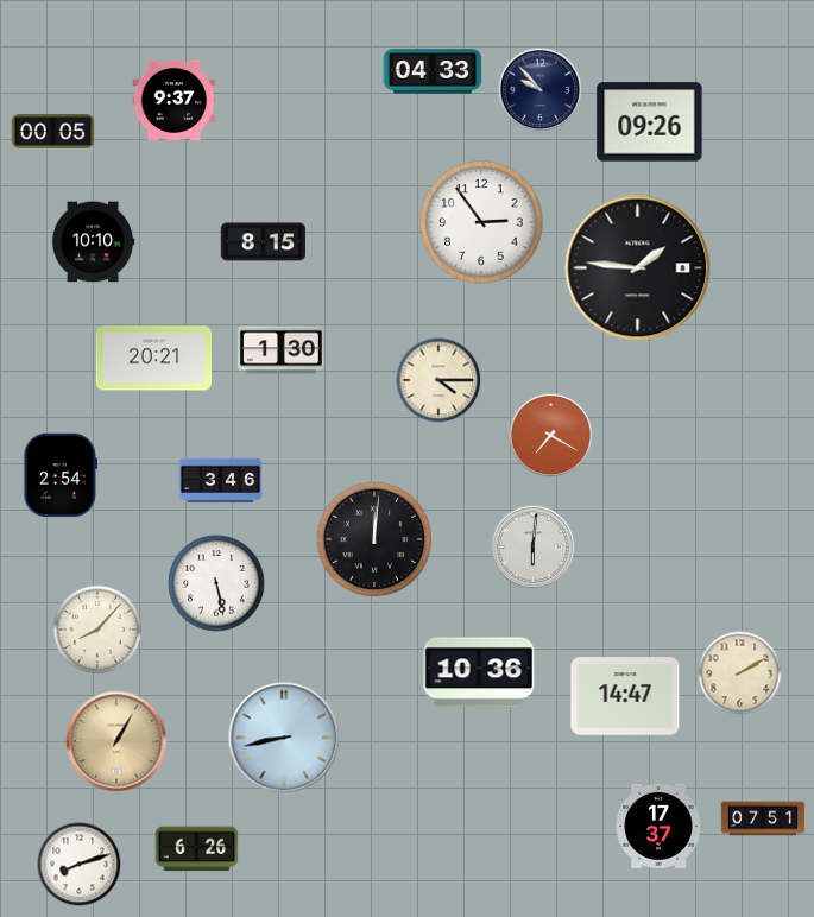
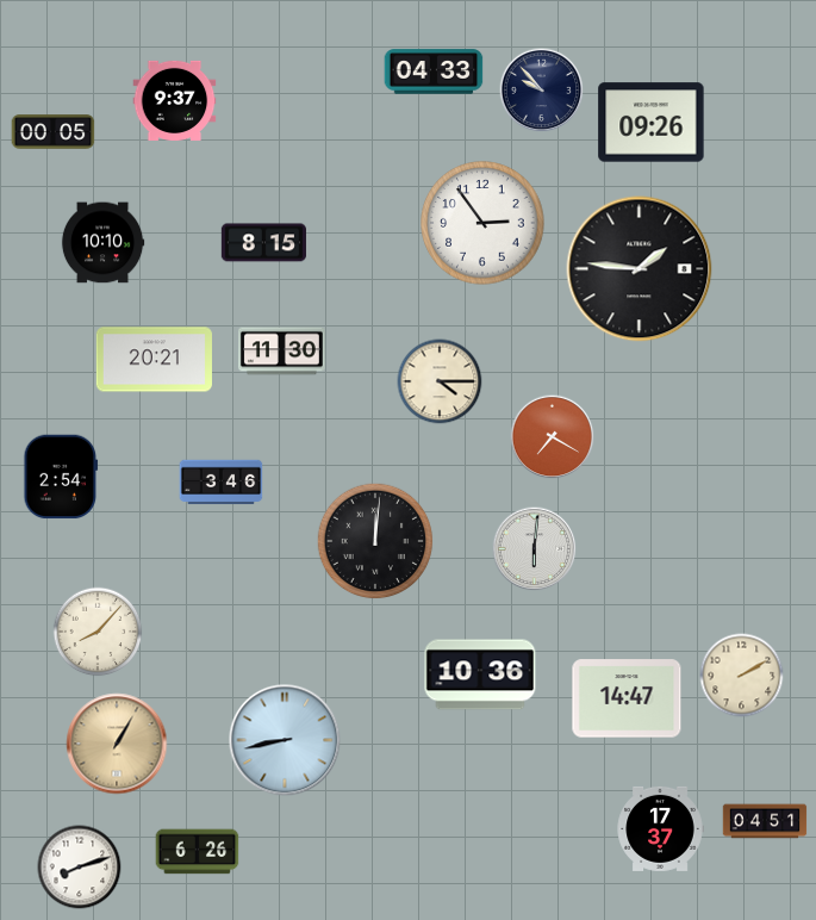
clock at (93, 242) position: (93, 242) -> (102, 243)
clock at (280, 350): 1:30 -> 11:30
clock at (216, 583): 5:28 -> none
clock at (763, 818): 07:51 -> 04:51
